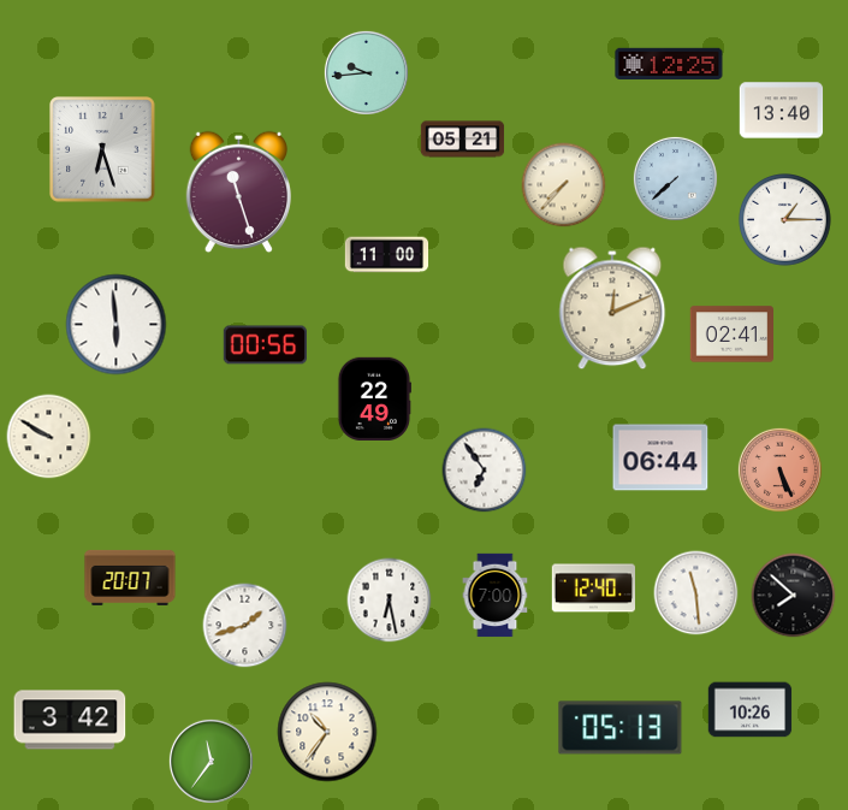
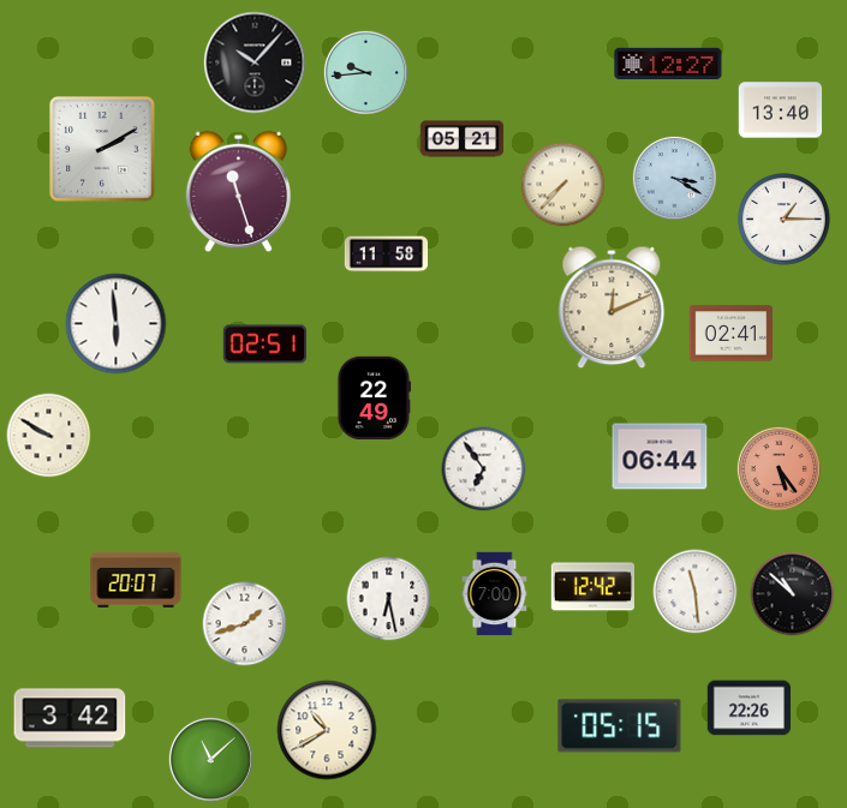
clock at (255, 62): none -> 10:07
clock at (669, 63): 12:25 -> 12:27
clock at (102, 149): 6:27 -> 2:10
clock at (675, 178): 7:38 -> 3:20
clock at (387, 255): 11:00 -> 11:58
clock at (265, 345): 00:56 -> 02:51
clock at (779, 469): 5:26 -> 5:24
clock at (130, 578) position: (130, 578) -> (136, 580)
clock at (593, 589): 12:40 -> 12:42
clock at (794, 596): 7:52 -> 10:52
clock at (751, 710): 10:26 -> 22:26
clock at (621, 728): 05:13 -> 05:15
clock at (327, 732): 10:36 -> 10:40
clock at (210, 761): 11:36 -> 11:08
